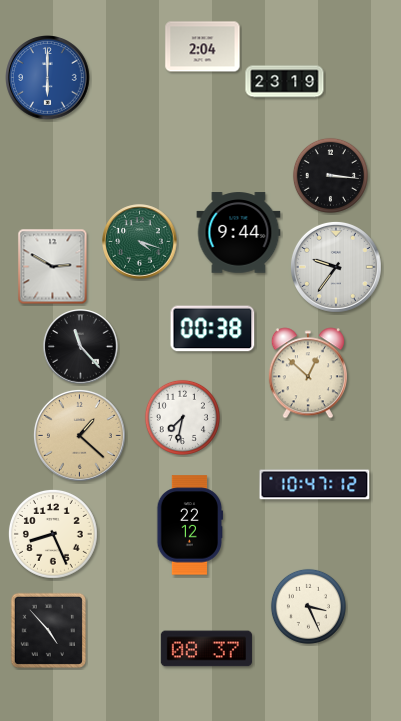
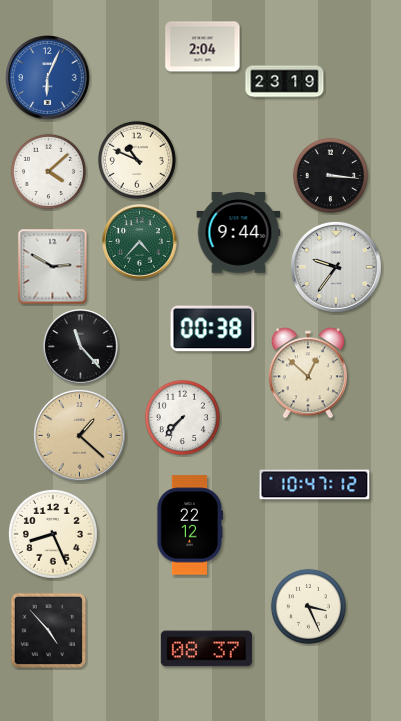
clock at (48, 78): 6:00 -> 6:04
clock at (137, 160): none -> 10:49
clock at (48, 171): none -> 4:08
clock at (140, 242): 4:18 -> 4:37
clock at (182, 417): 7:32 -> 7:37
